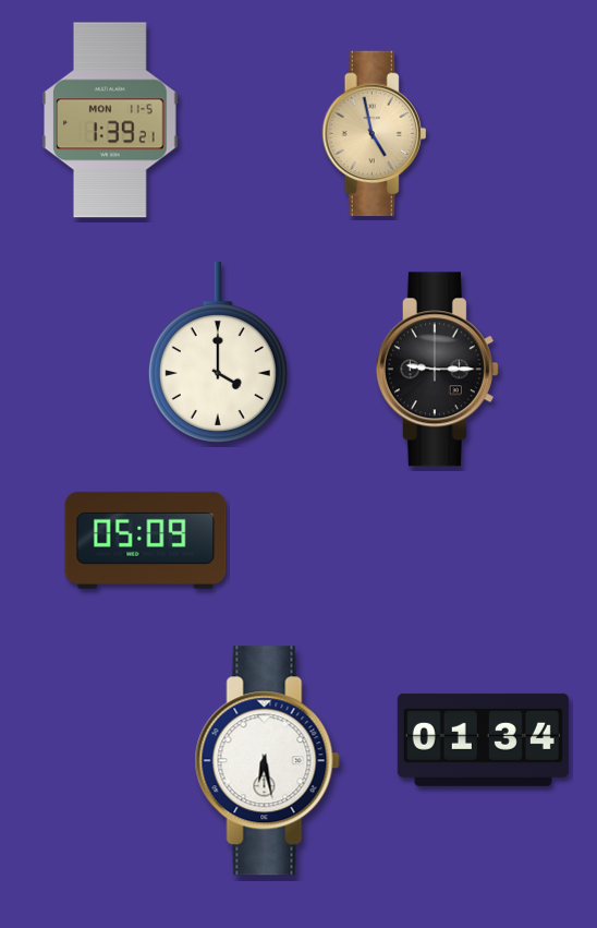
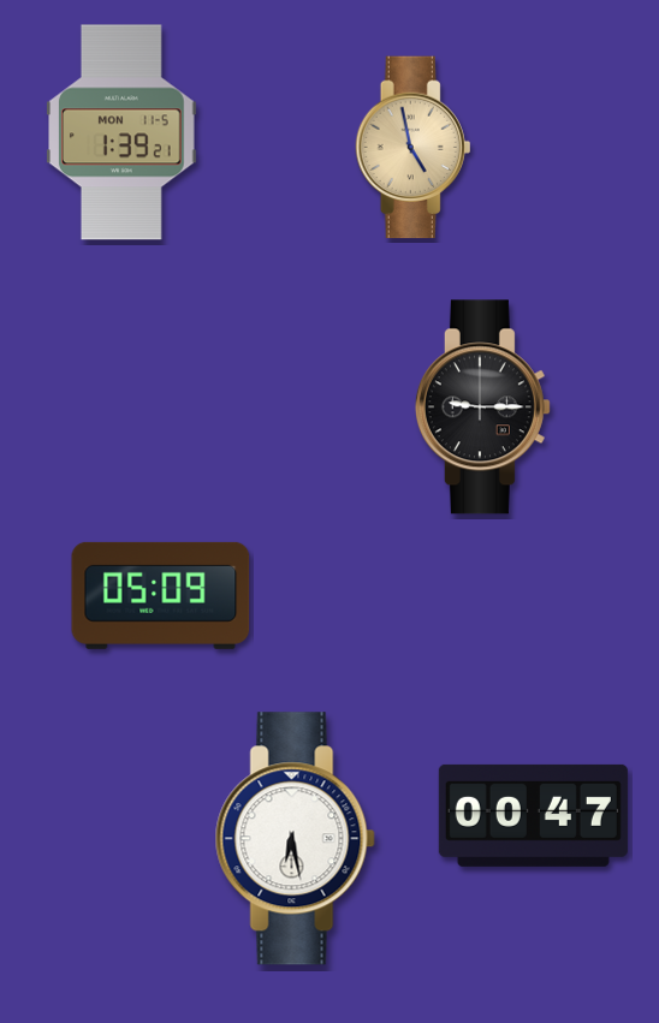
clock at (218, 352): 4:00 -> none
clock at (483, 739): 01:34 -> 00:47
